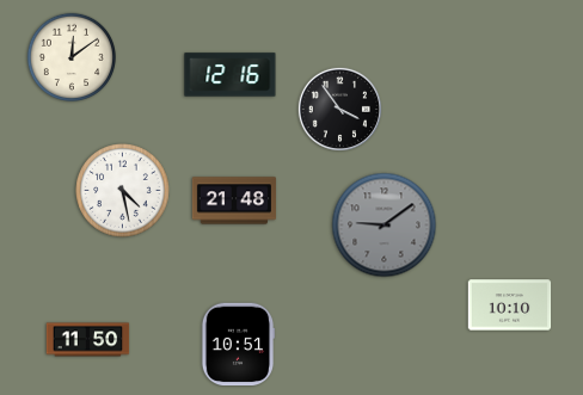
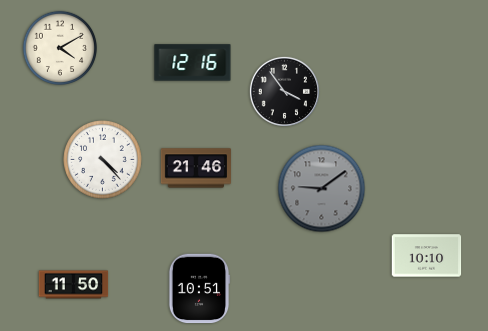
clock at (70, 56): 12:09 -> 4:10
clock at (123, 191): 4:28 -> 4:23
clock at (233, 200): 21:48 -> 21:46
